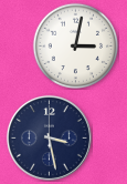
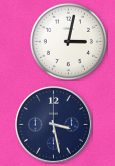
clock at (49, 137) position: (49, 137) -> (53, 124)
